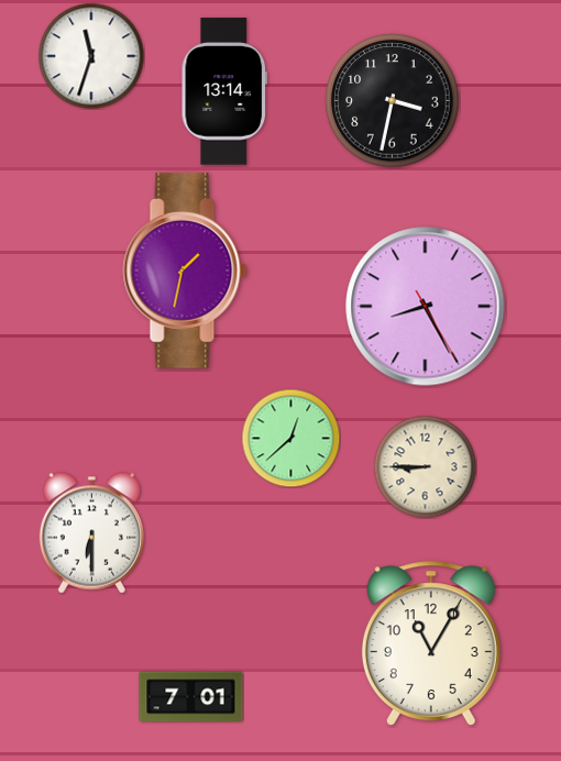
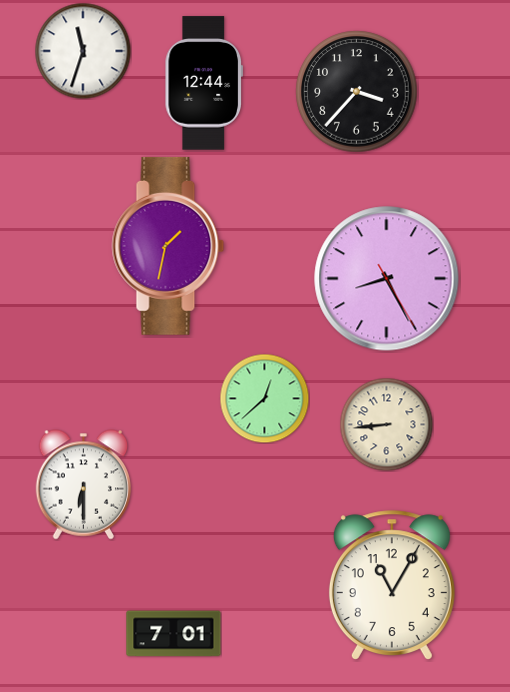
clock at (223, 91): 13:14 -> 12:44
clock at (393, 101): 3:32 -> 3:37
clock at (425, 466): 8:45 -> 8:44
